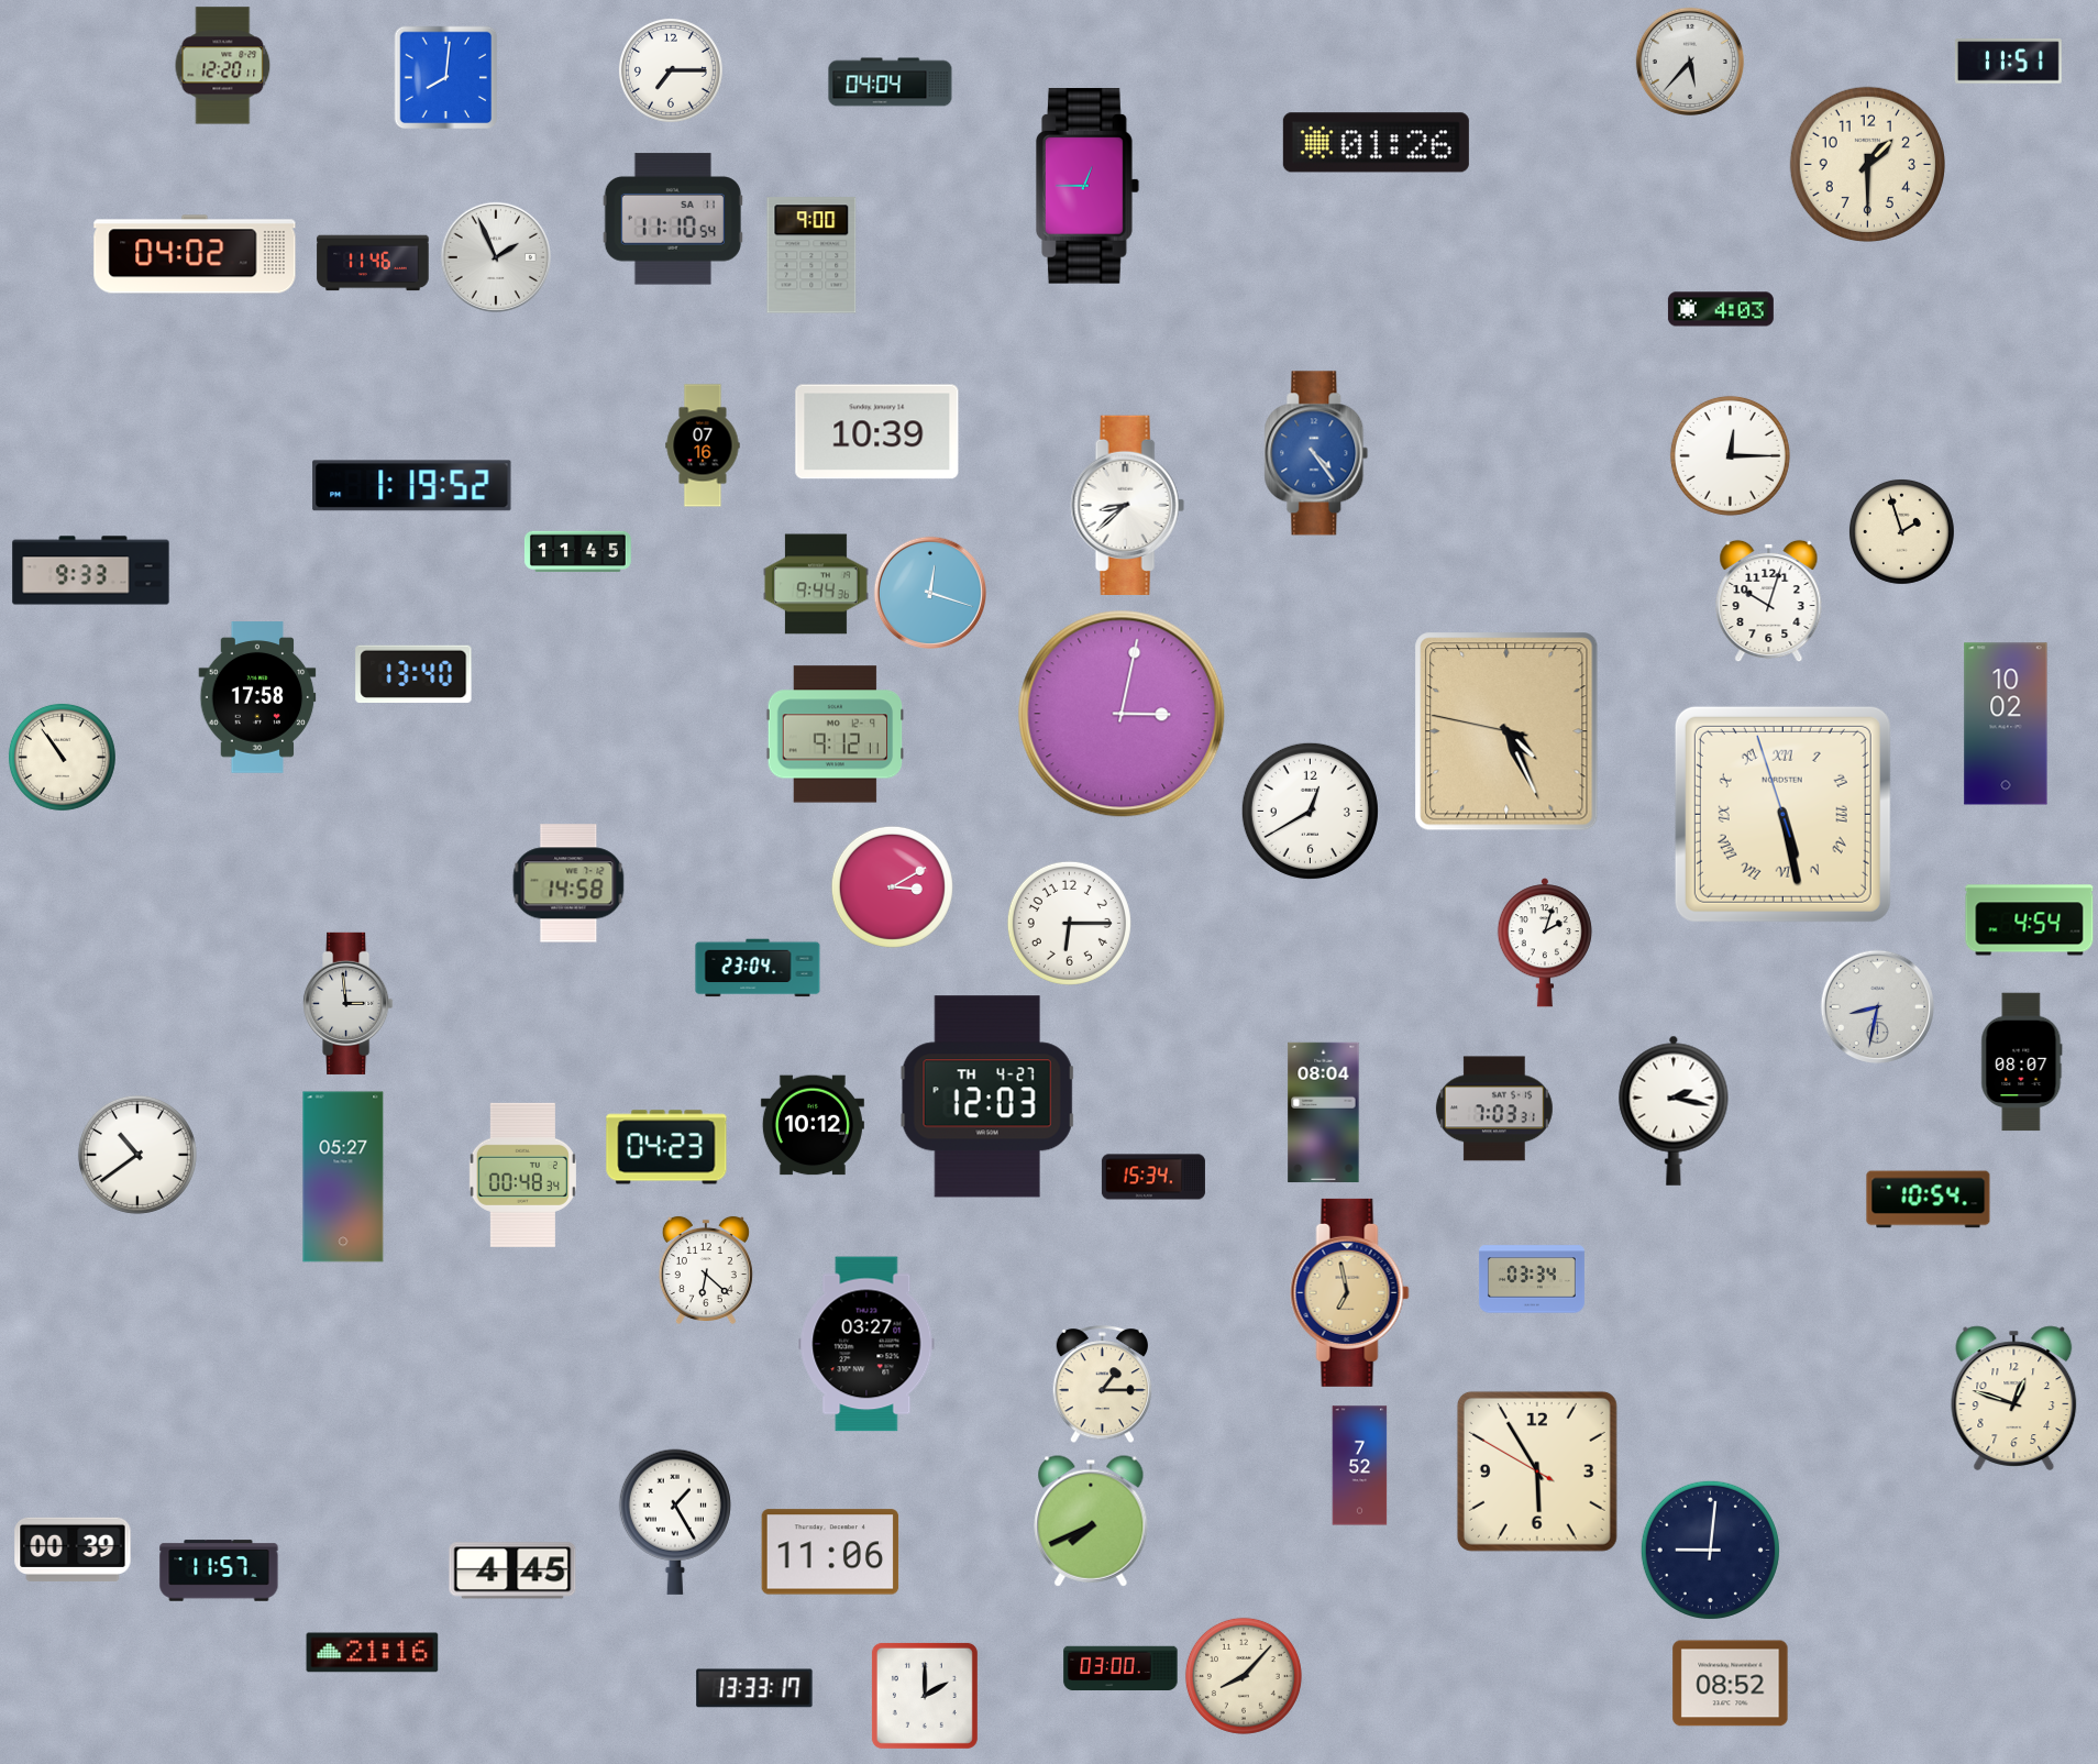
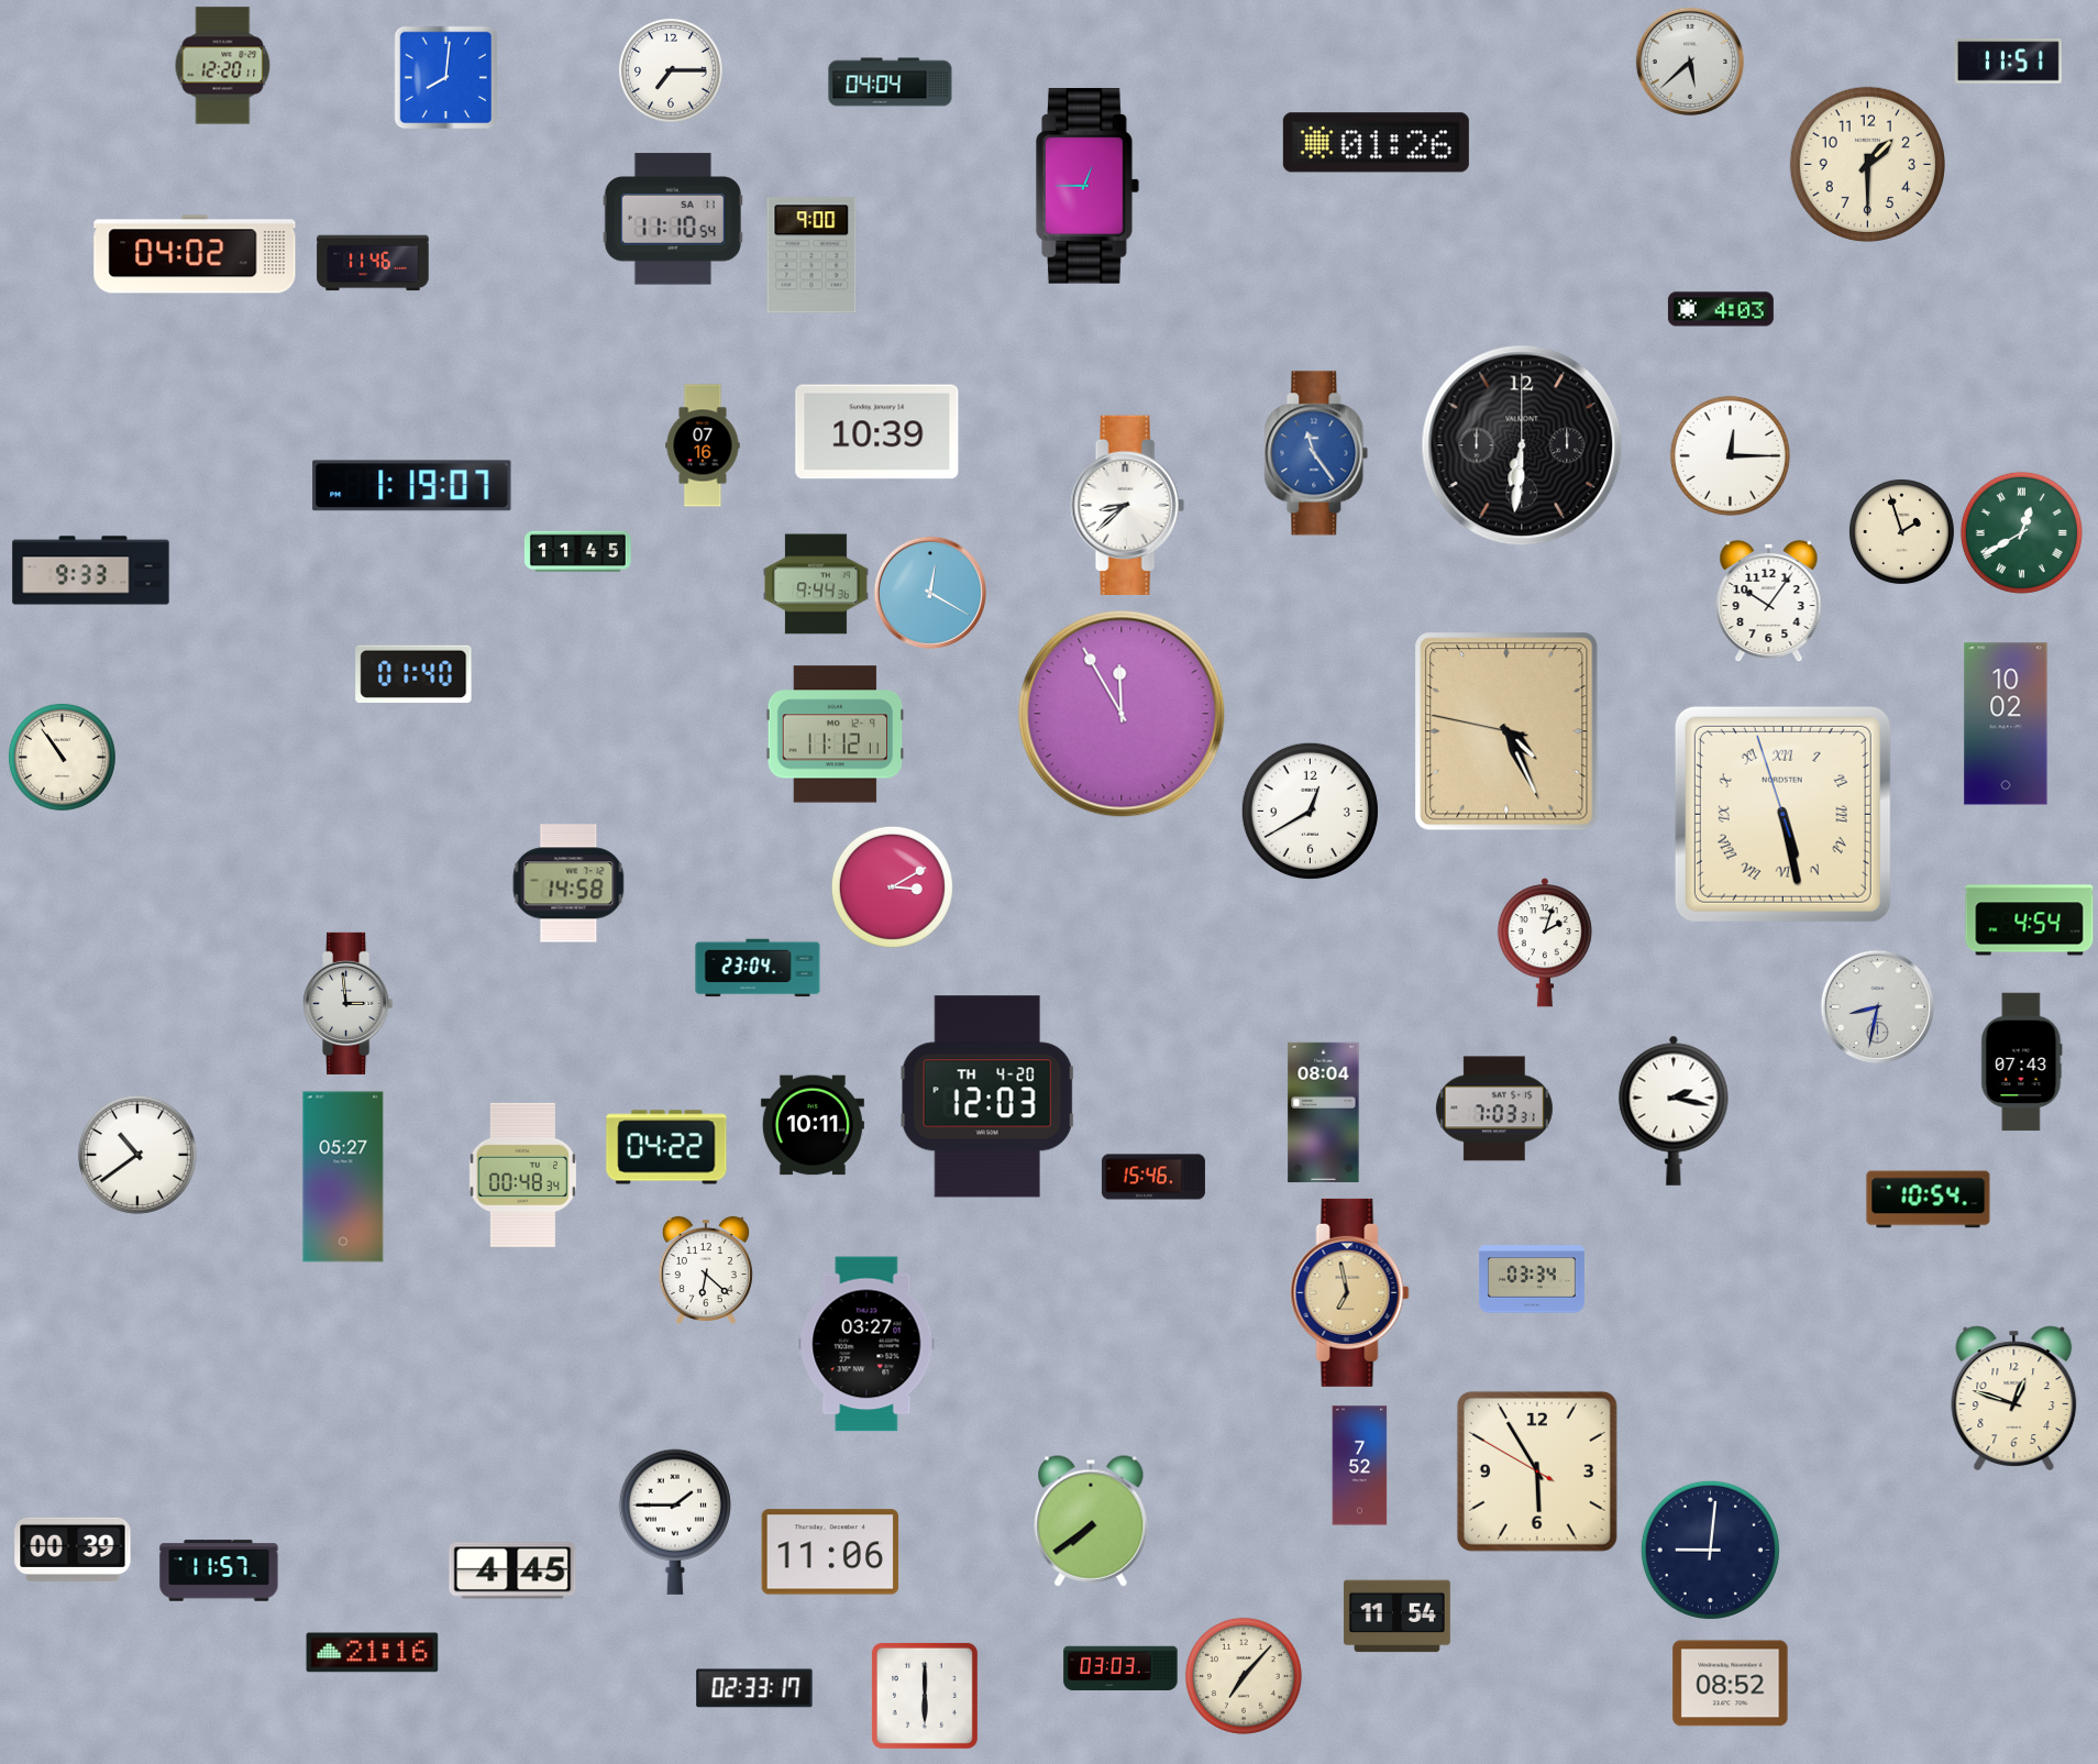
clock at (1690, 62): 5:37 -> 5:38
clock at (496, 257): 1:56 -> none
clock at (1522, 445): none -> 6:31
clock at (1316, 453): 4:24 -> 11:24
clock at (412, 486): 1:19:52 -> 1:19:07
clock at (2021, 532): none -> 12:40
clock at (929, 592): 12:18 -> 12:20
clock at (1769, 602): 10:03 -> 10:06
clock at (413, 673): 13:40 -> 01:40
clock at (257, 697): 17:58 -> none
clock at (1122, 714): 3:02 -> 11:55
clock at (836, 735): 9:12 -> 11:12
clock at (1069, 923): 6:15 -> none
clock at (2022, 1062): 08:07 -> 07:43
clock at (987, 1096) date: TH 4-27 -> TH 4-20
clock at (813, 1125): 10:12 -> 10:11
clock at (666, 1147): 04:23 -> 04:22
clock at (1153, 1177): 15:34 -> 15:46
clock at (1103, 1385): 1:15 -> none
clock at (1091, 1521): 7:41 -> 7:39
clock at (675, 1522): 1:25 -> 1:45
clock at (1396, 1617): none -> 11:54
clock at (1120, 1668): 03:00 -> 03:03
clock at (1244, 1676): 8:07 -> 7:07
clock at (754, 1688): 13:33 -> 02:33
clock at (925, 1696): 2:00 -> 6:00
